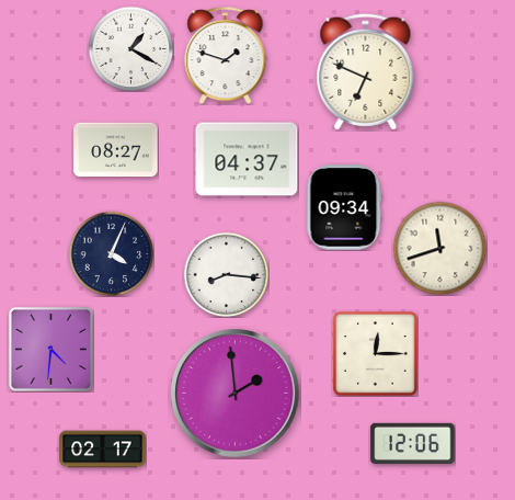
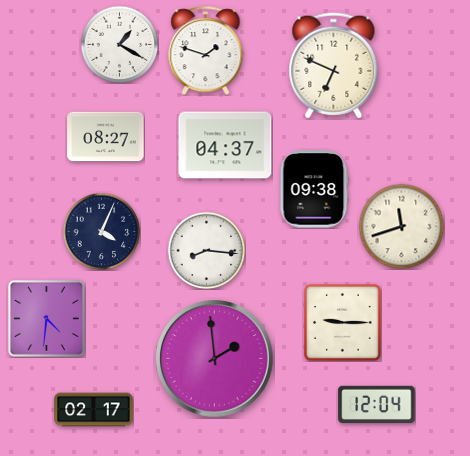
clock at (344, 207): 09:34 -> 09:38
clock at (376, 354): 12:15 -> 9:15
clock at (413, 444): 12:06 -> 12:04
